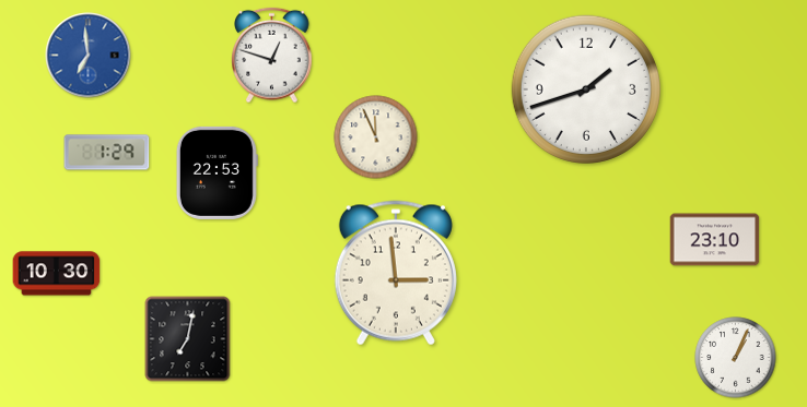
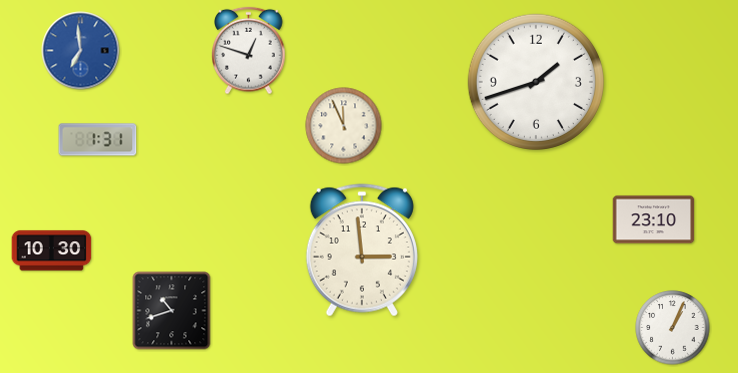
clock at (107, 153): 1:29 -> 1:31
clock at (217, 172): 22:53 -> none
clock at (188, 339): 7:02 -> 10:42
